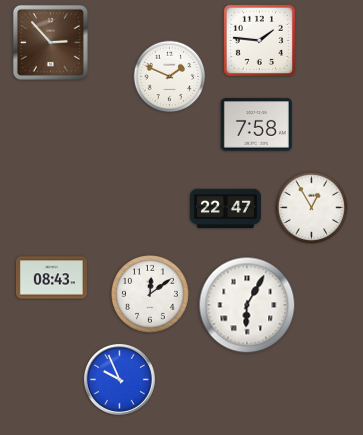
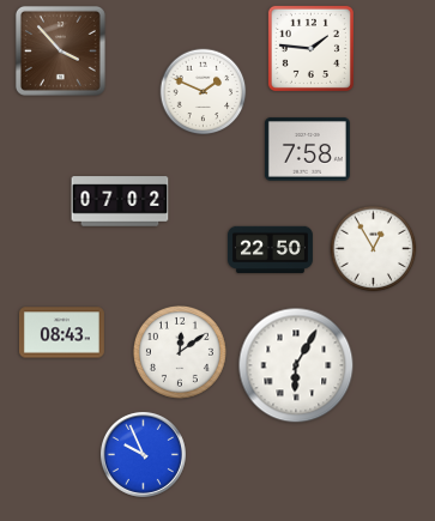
clock at (50, 42): 2:53 -> 3:53
clock at (120, 201): none -> 07:02
clock at (225, 209): 22:47 -> 22:50
